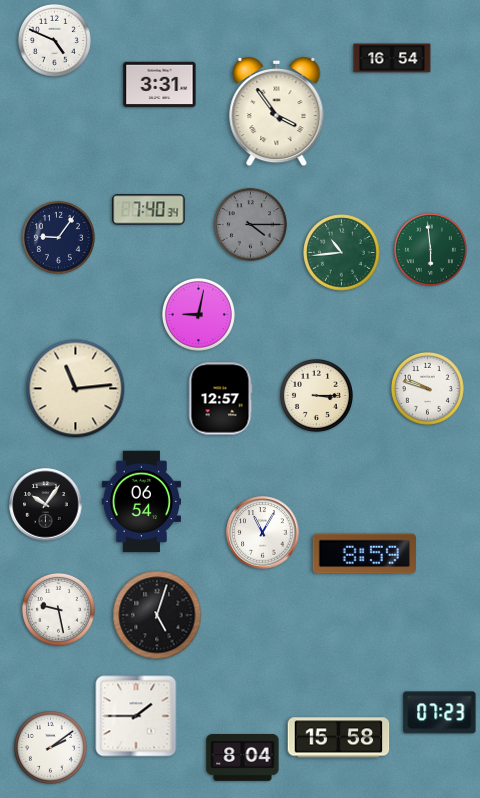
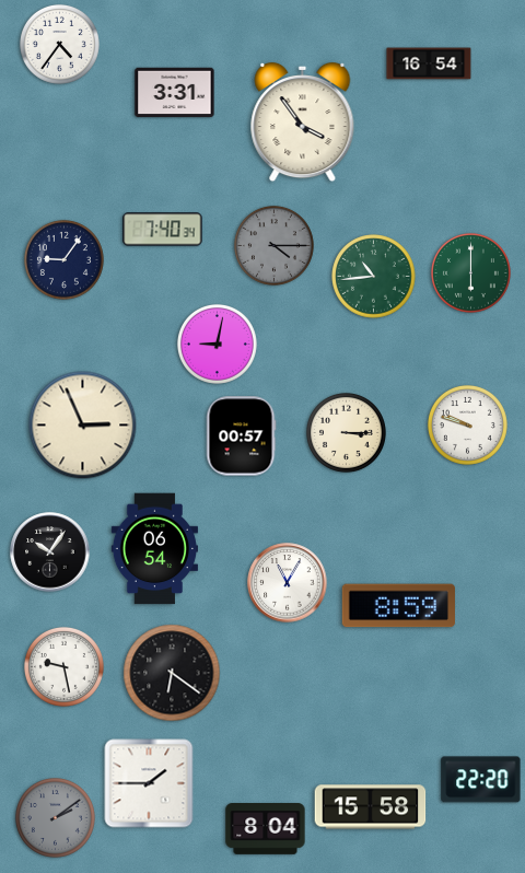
clock at (54, 40): 4:49 -> 4:36
clock at (430, 249): 5:59 -> 6:00
clock at (76, 389): 11:14 -> 2:56
clock at (220, 399): 12:57 -> 00:57
clock at (157, 615): 5:03 -> 6:21
clock at (440, 713): 07:23 -> 22:20
clock at (50, 747) dial: white -> grey
